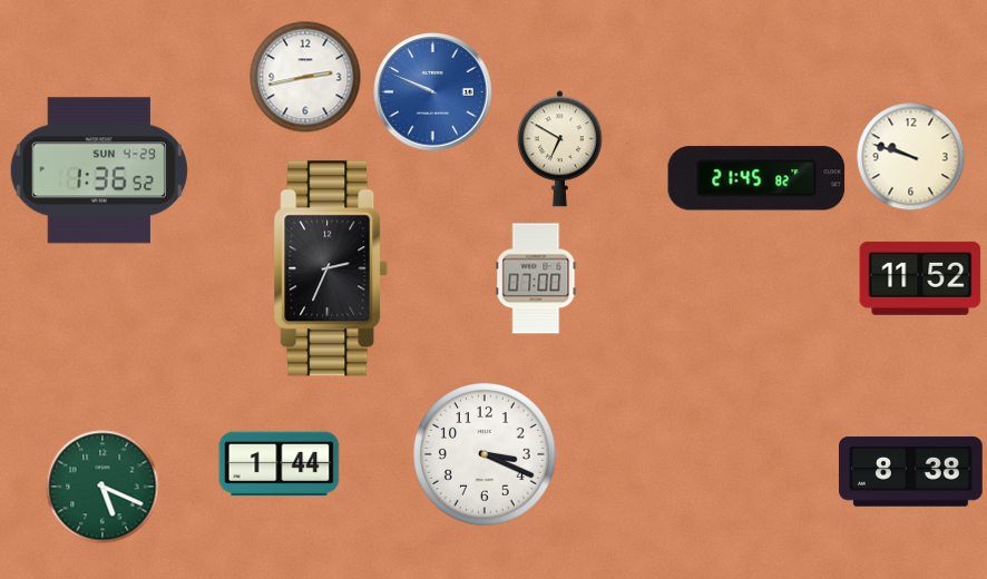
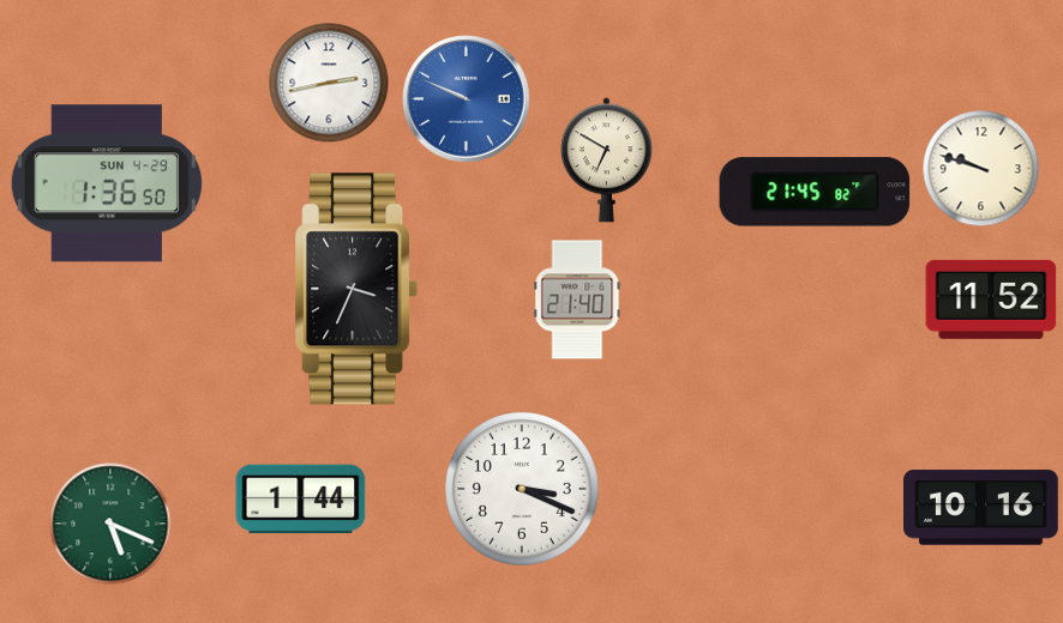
clock at (559, 149) position: (559, 149) -> (606, 161)
clock at (99, 170): 1:36:52 -> 1:36:50
clock at (332, 268): 2:34 -> 3:34
clock at (536, 278): 07:00 -> 21:40
clock at (911, 472): 8:38 -> 10:16
